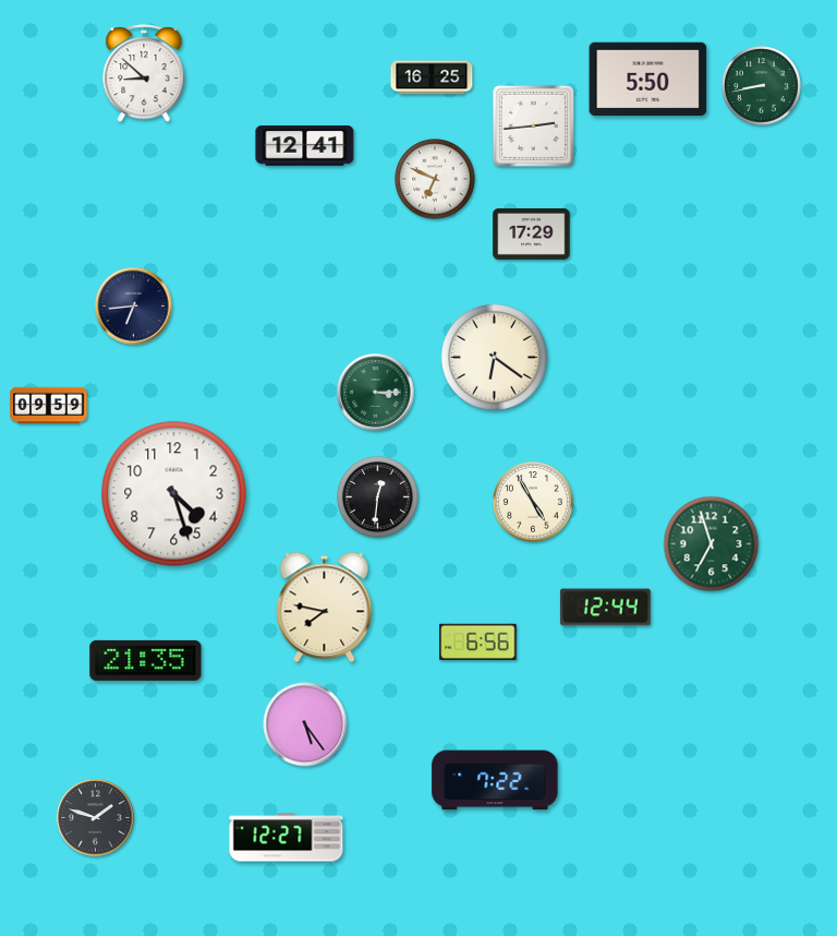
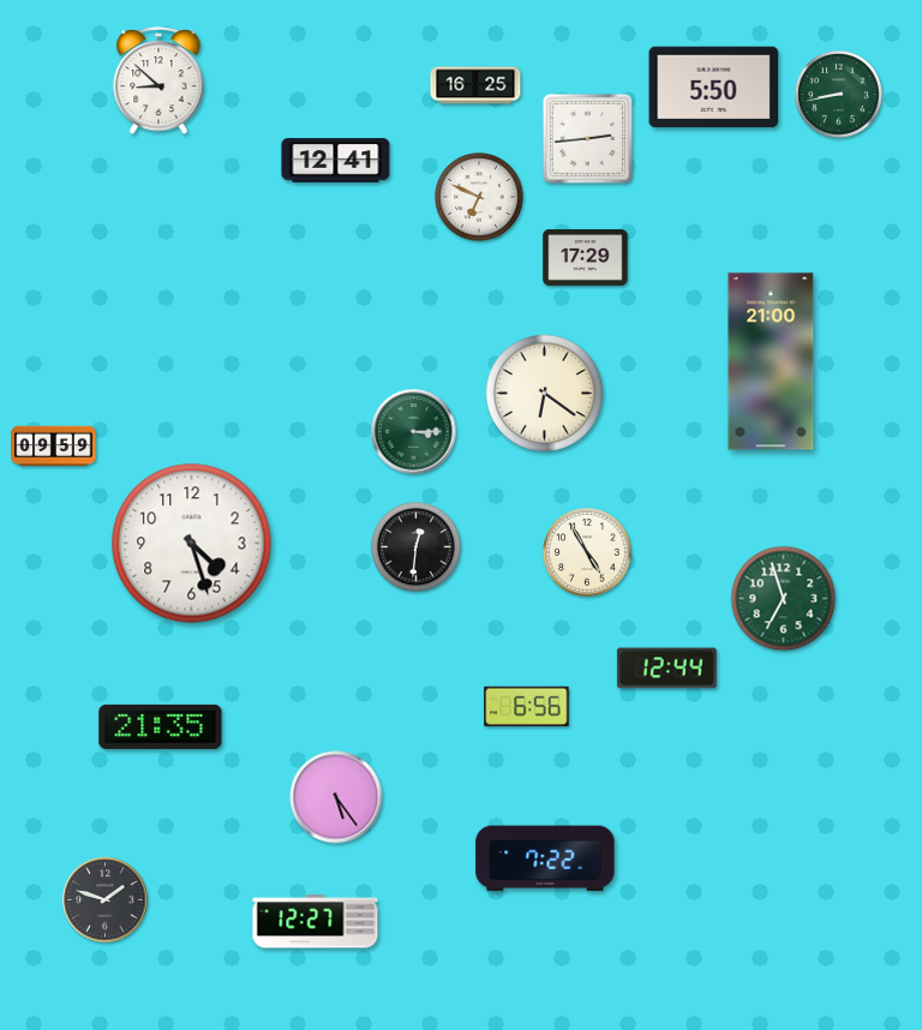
clock at (134, 307): 6:44 -> none
clock at (771, 361): none -> 21:00
clock at (325, 608): 7:47 -> none
